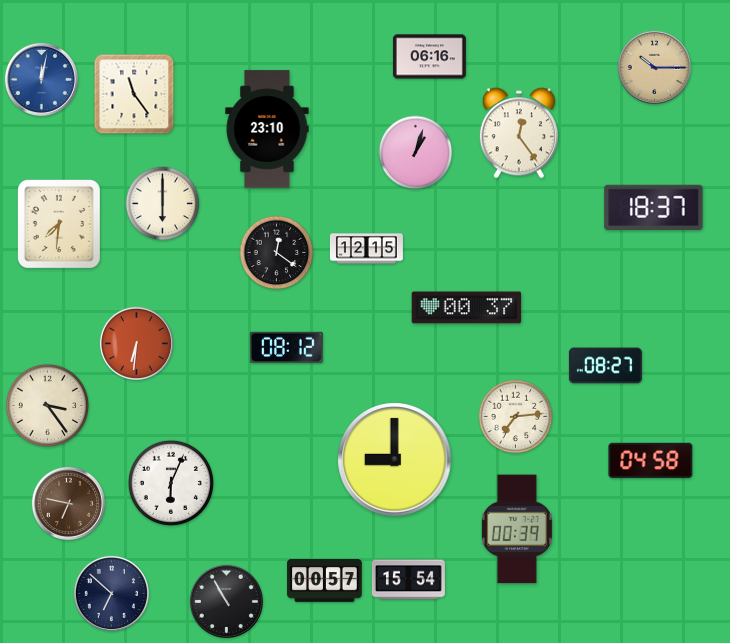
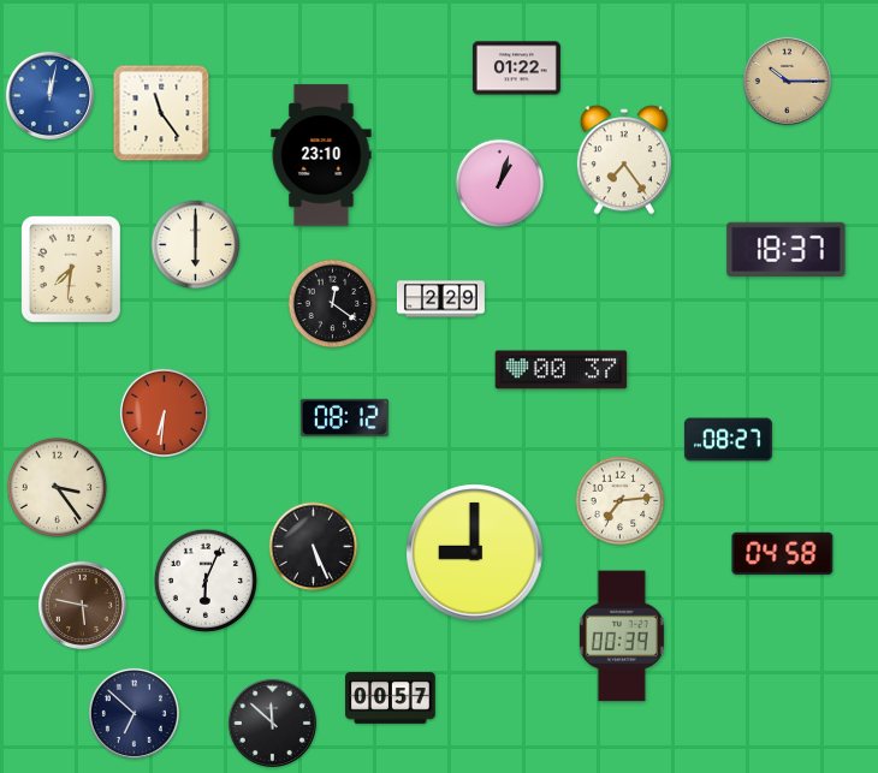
clock at (429, 57): 06:16 -> 01:22
clock at (519, 133): 12:24 -> 7:24
clock at (366, 249): 12:15 -> 2:29
clock at (314, 547): none -> 5:26
clock at (68, 503): 6:47 -> 5:47
clock at (408, 580): 15:54 -> none
clock at (226, 601): 10:55 -> 11:52
